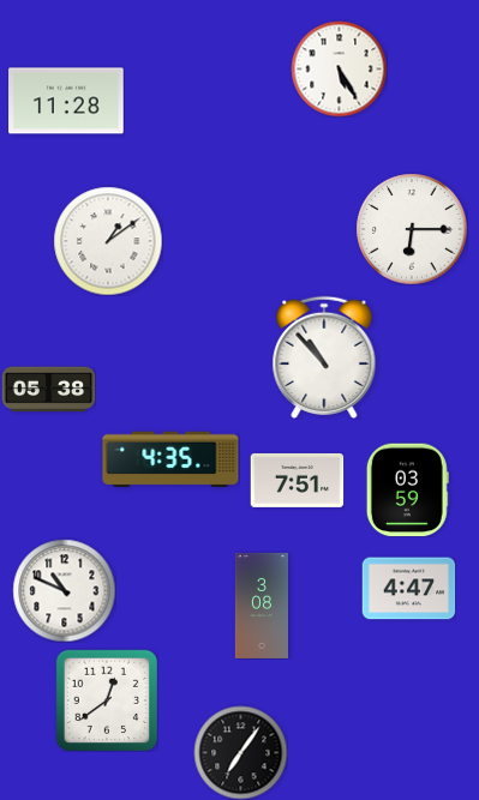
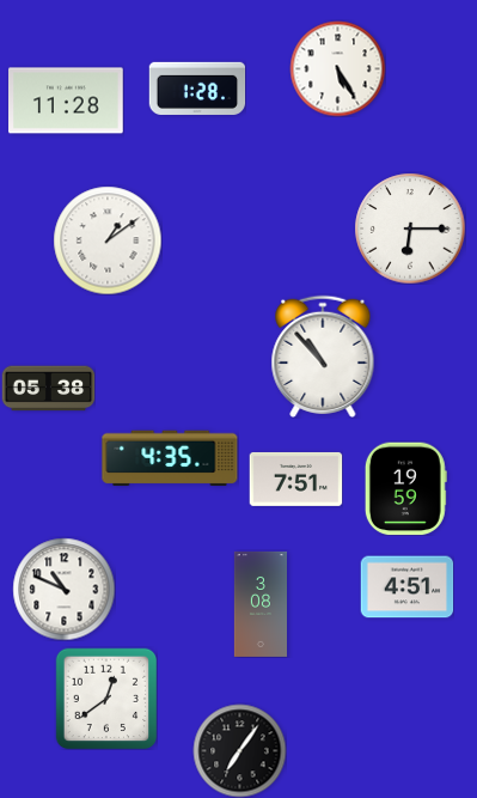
clock at (197, 89): none -> 1:28
clock at (407, 489): 03:59 -> 19:59
clock at (408, 589): 4:47 -> 4:51
